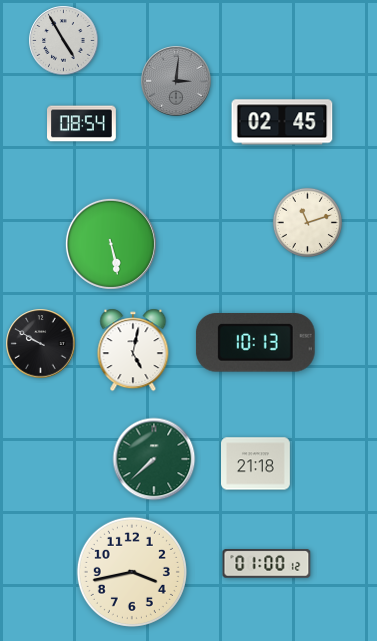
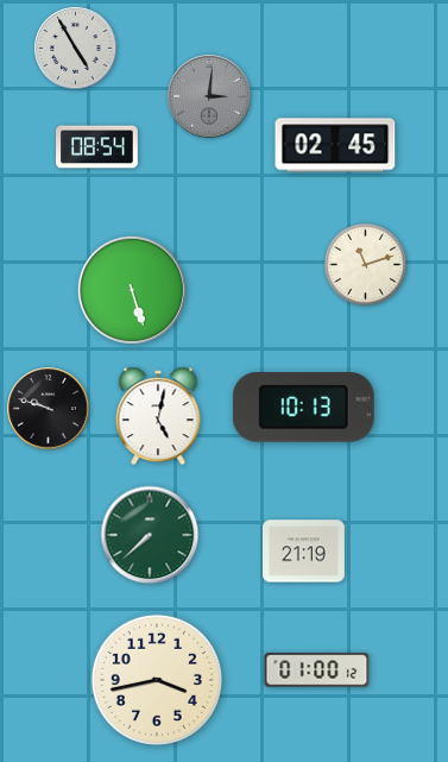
clock at (111, 244): 5:28 -> 5:27
clock at (41, 344): 9:50 -> 9:48
clock at (154, 459) position: (154, 459) -> (150, 535)
clock at (256, 464): 21:18 -> 21:19
